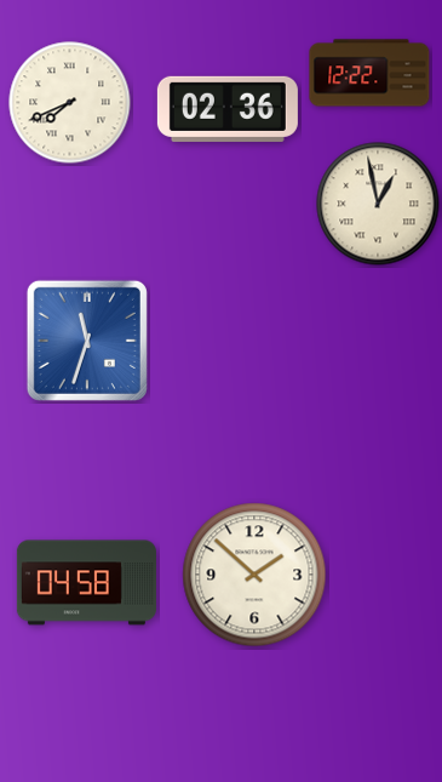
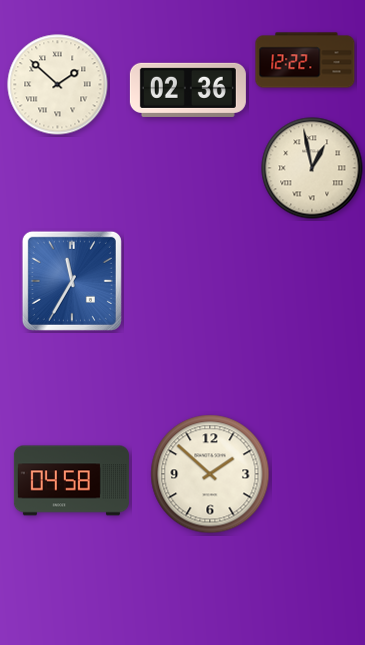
clock at (70, 103): 7:41 -> 1:52
clock at (87, 341): 11:33 -> 11:35
